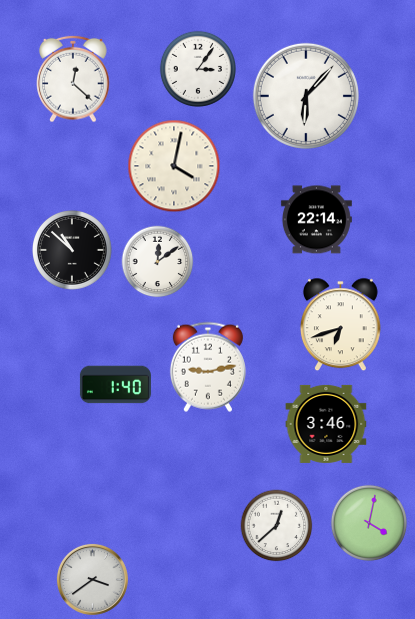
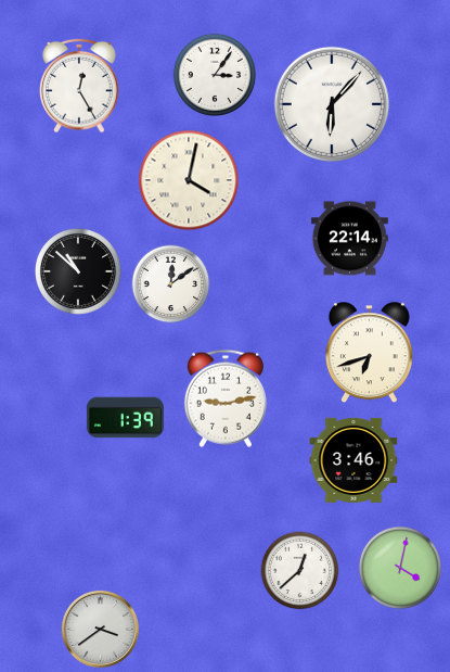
clock at (73, 79): 12:22 -> 12:25
clock at (316, 220) position: (316, 220) -> (349, 239)
clock at (115, 385): 1:40 -> 1:39
